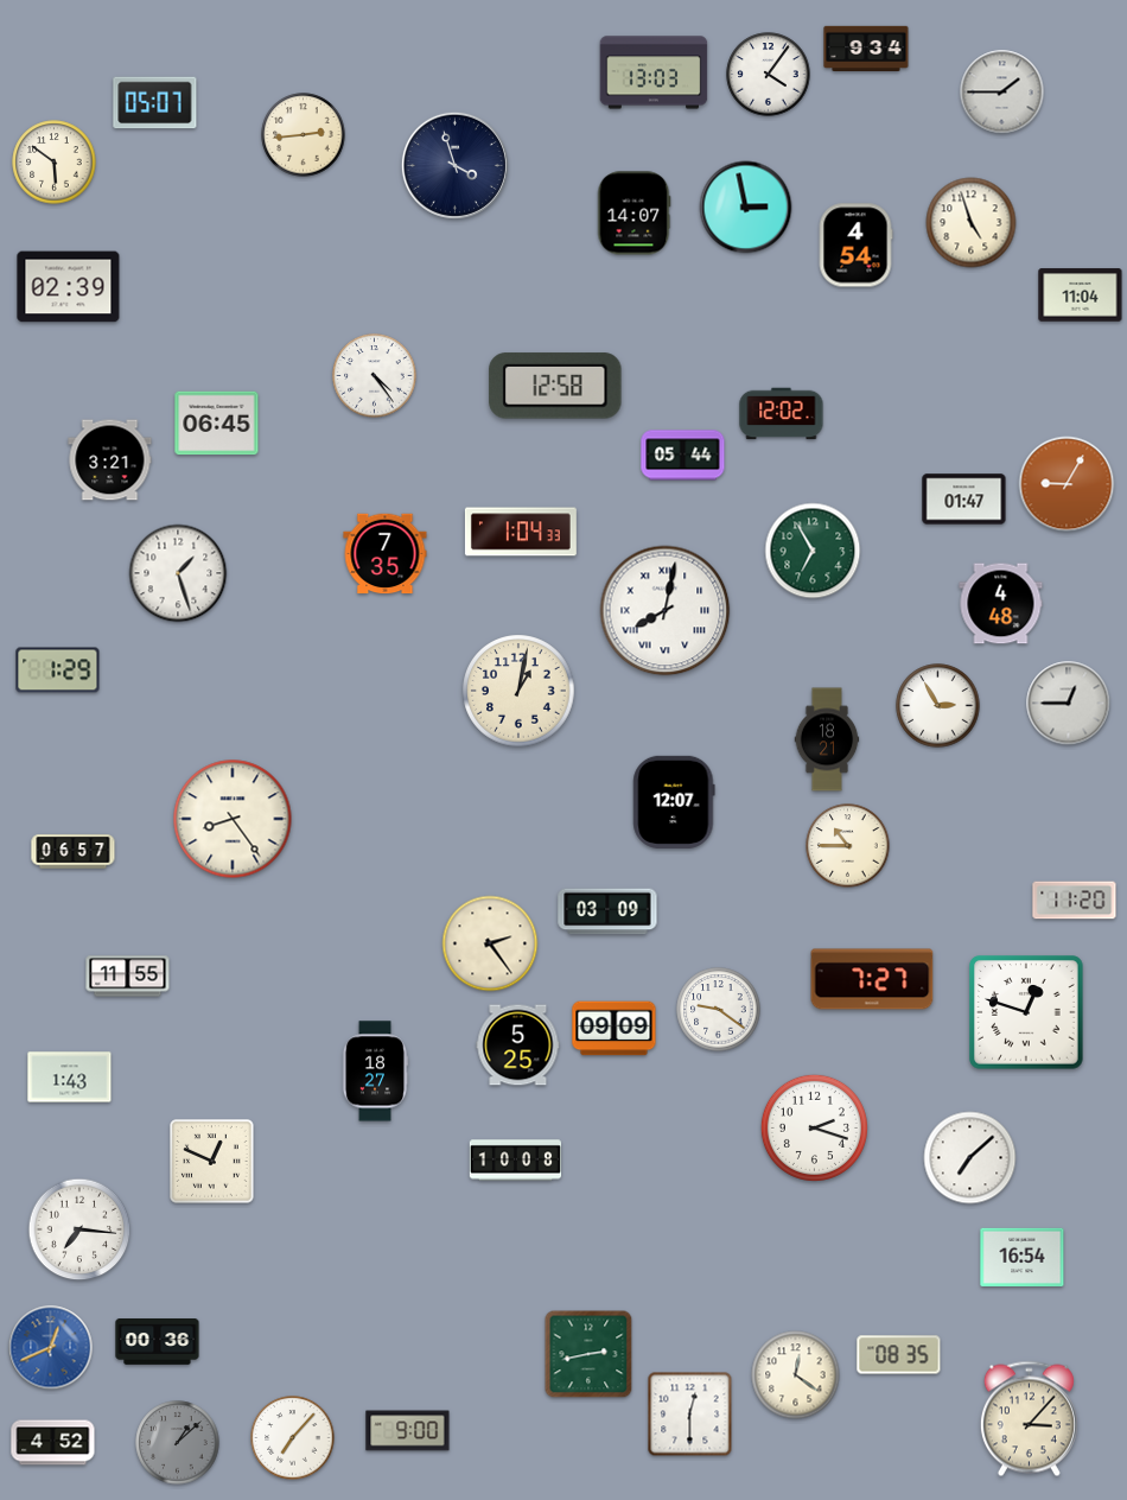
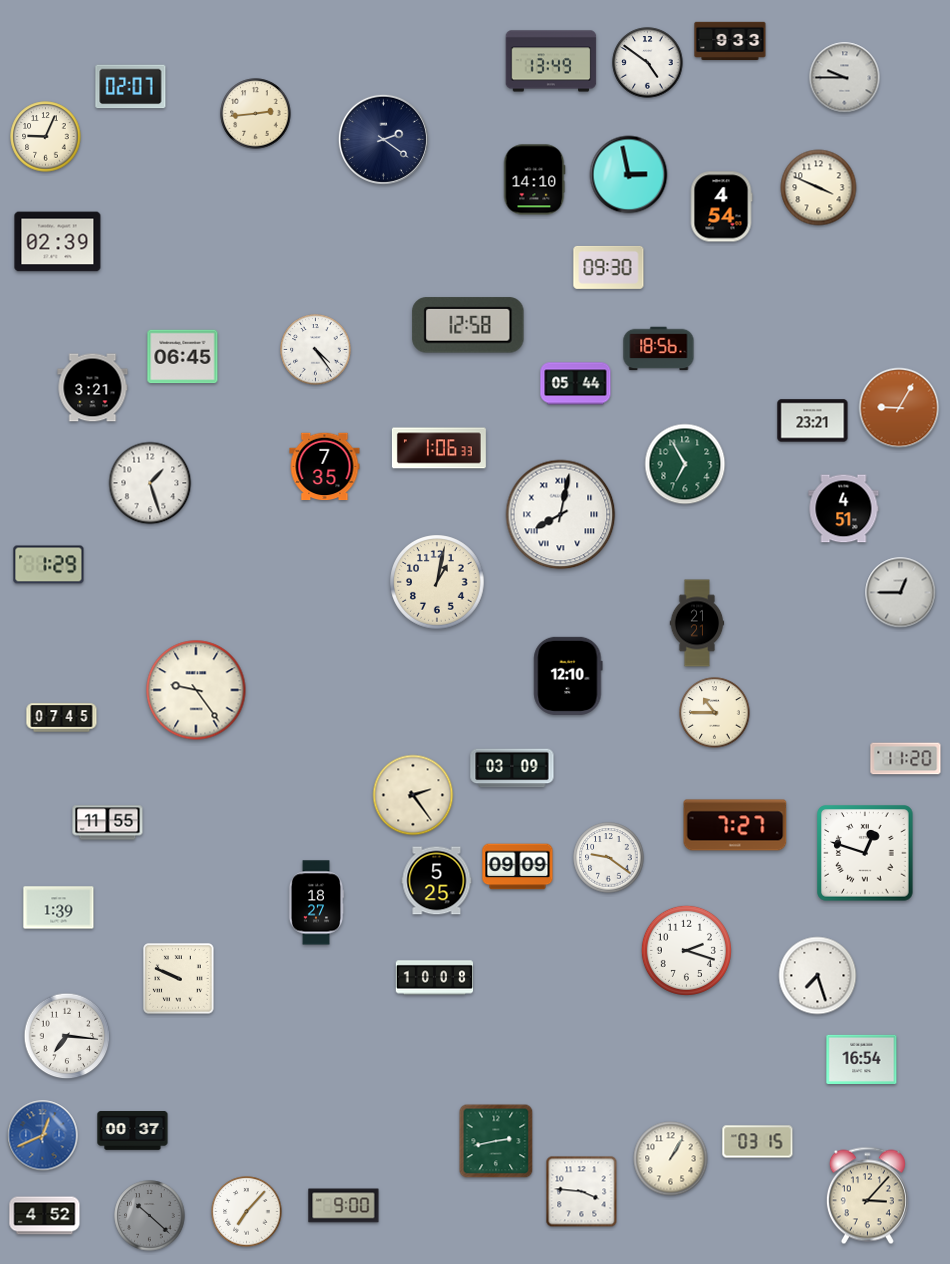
clock at (866, 47): 9:34 -> 9:33
clock at (654, 72): 13:03 -> 13:49
clock at (769, 75): 4:06 -> 4:51
clock at (1002, 93): 1:45 -> 9:45
clock at (155, 103): 05:07 -> 02:07
clock at (55, 163): 5:51 -> 9:04
clock at (454, 165): 3:57 -> 2:21
clock at (633, 214): 14:07 -> 14:10
clock at (972, 223): 4:57 -> 3:49
clock at (1081, 295): 11:04 -> none
clock at (609, 267): none -> 09:30
clock at (375, 376) position: (375, 376) -> (316, 350)
clock at (782, 414): 12:02 -> 18:56
clock at (964, 500): 01:47 -> 23:21
clock at (521, 532): 1:04 -> 1:06
clock at (1001, 604): 4:48 -> 4:51
clock at (938, 706): 2:55 -> none
clock at (827, 739): 18:21 -> 21:21
clock at (674, 802): 12:07 -> 12:10
clock at (233, 819): 8:24 -> 9:24
clock at (74, 852): 06:57 -> 07:45
clock at (719, 1010) position: (719, 1010) -> (609, 858)
clock at (70, 1078): 1:43 -> 1:39
clock at (970, 1158): 7:08 -> 7:27
clock at (212, 1162): 12:49 -> 9:49
clock at (158, 1342): 00:36 -> 00:37
clock at (899, 1355): 08:35 -> 03:15
clock at (796, 1375): 12:21 -> 1:05
clock at (690, 1415): 12:30 -> 3:46
clock at (178, 1443): 1:08 -> 10:22
